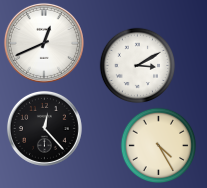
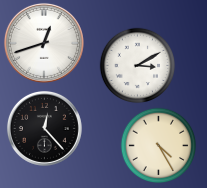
clock at (44, 43): 12:41 -> 12:42
